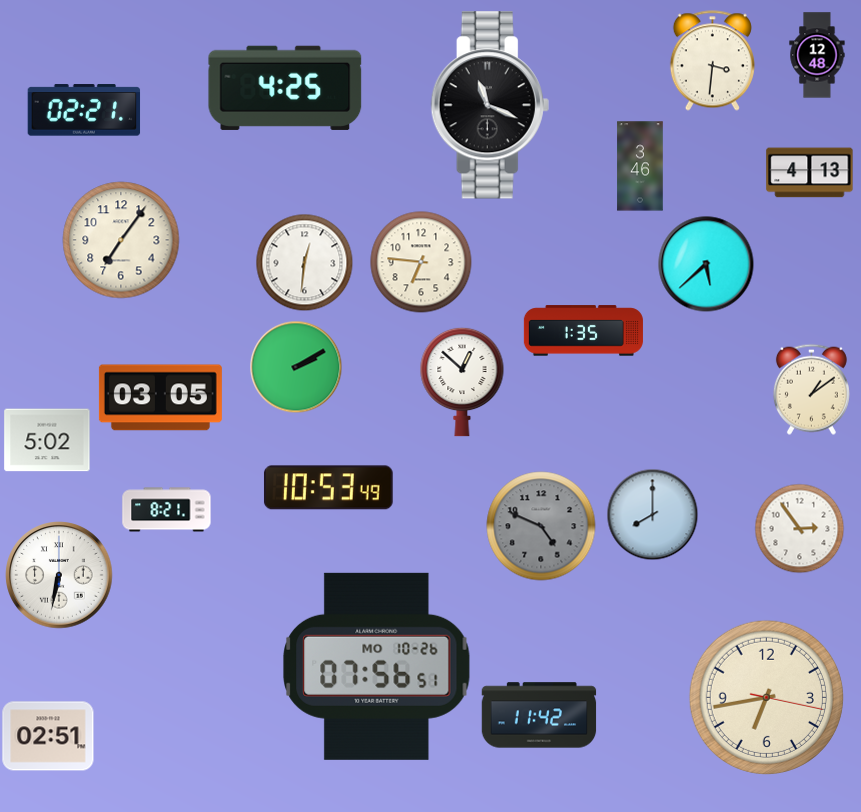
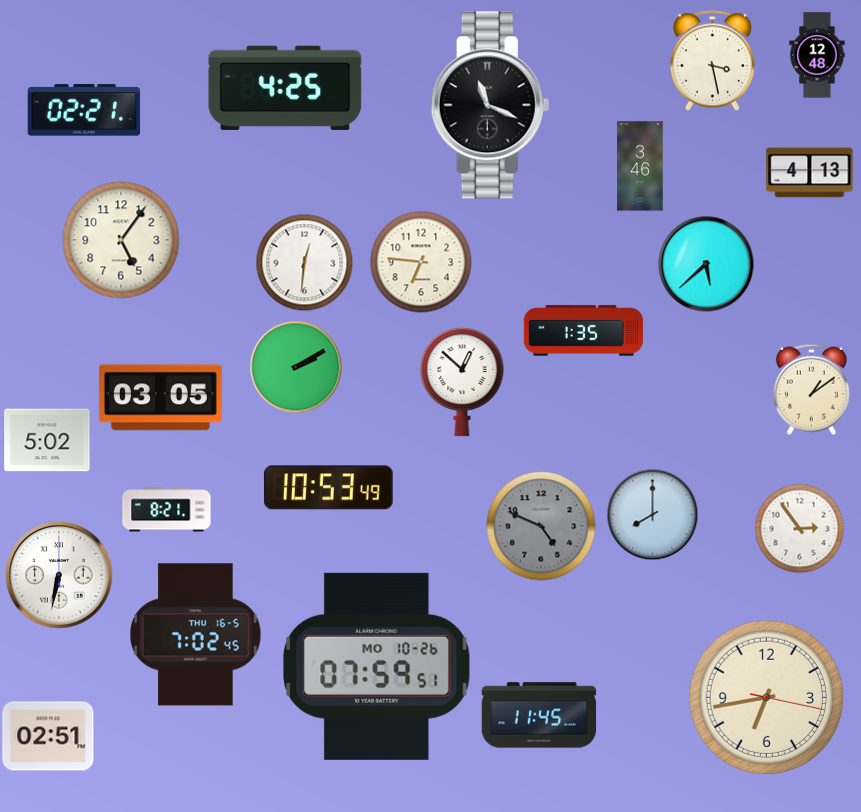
clock at (712, 61): 3:31 -> 3:28
clock at (121, 240): 7:06 -> 5:06
clock at (196, 635): none -> 7:02
clock at (377, 666): 07:56 -> 07:59
clock at (539, 715): 11:42 -> 11:45
